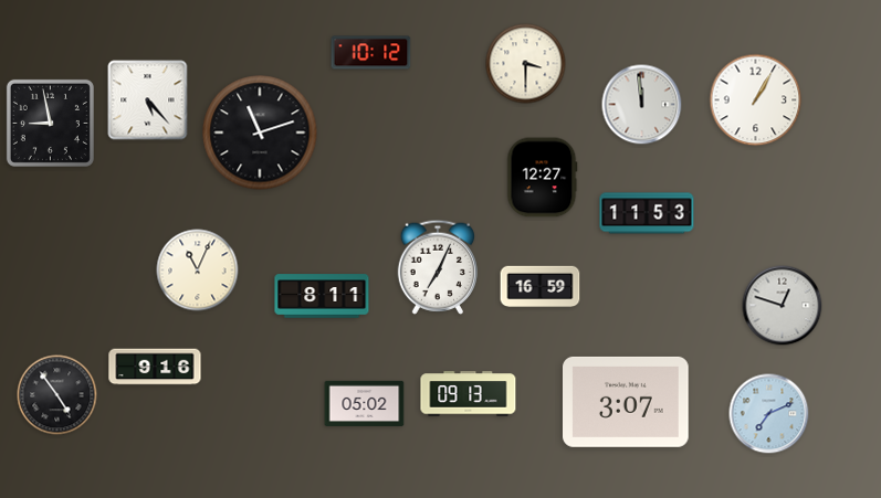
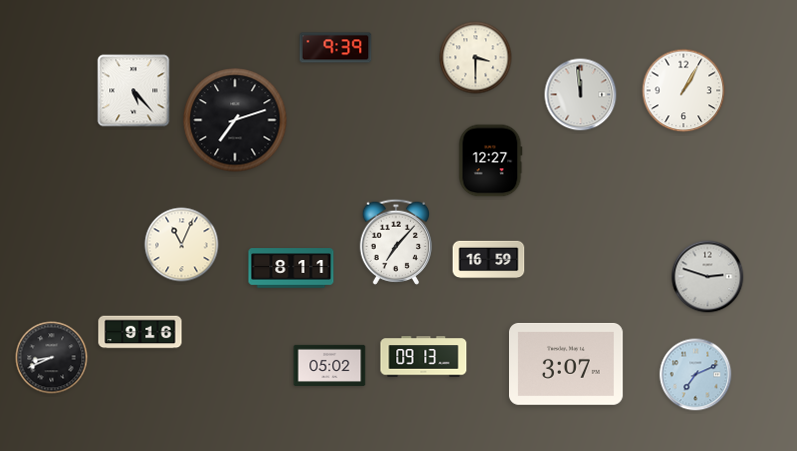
clock at (371, 53): 10:12 -> 9:39
clock at (50, 123): 8:58 -> none
clock at (260, 133): 11:12 -> 7:12
clock at (647, 213): 11:53 -> none
clock at (437, 267): 7:04 -> 7:07
clock at (198, 271) position: (198, 271) -> (182, 245)
clock at (783, 306): 12:48 -> 2:48
clock at (57, 395): 4:54 -> 8:41
